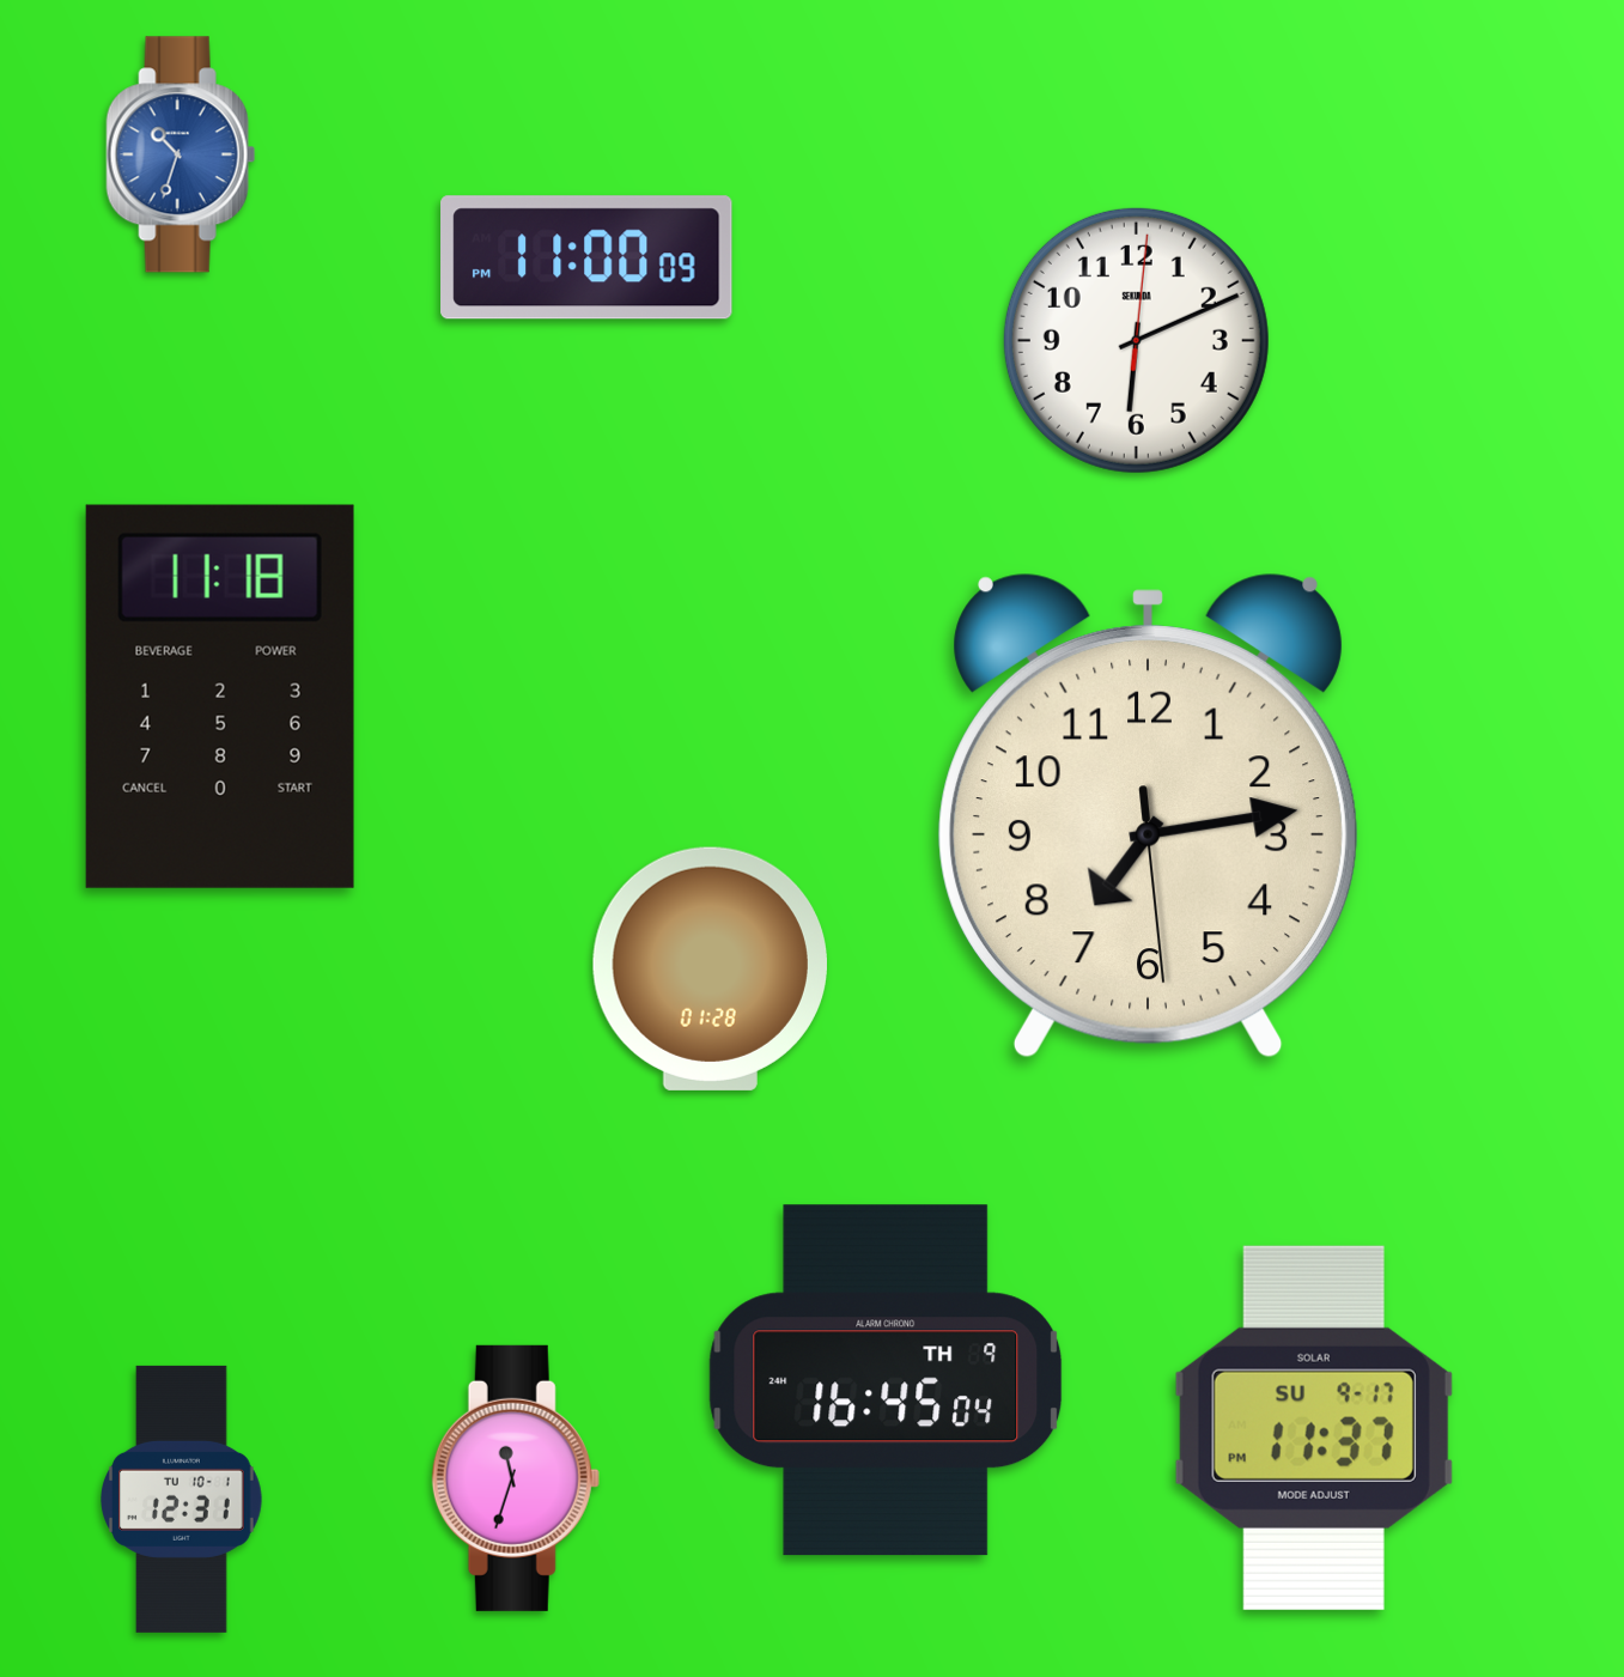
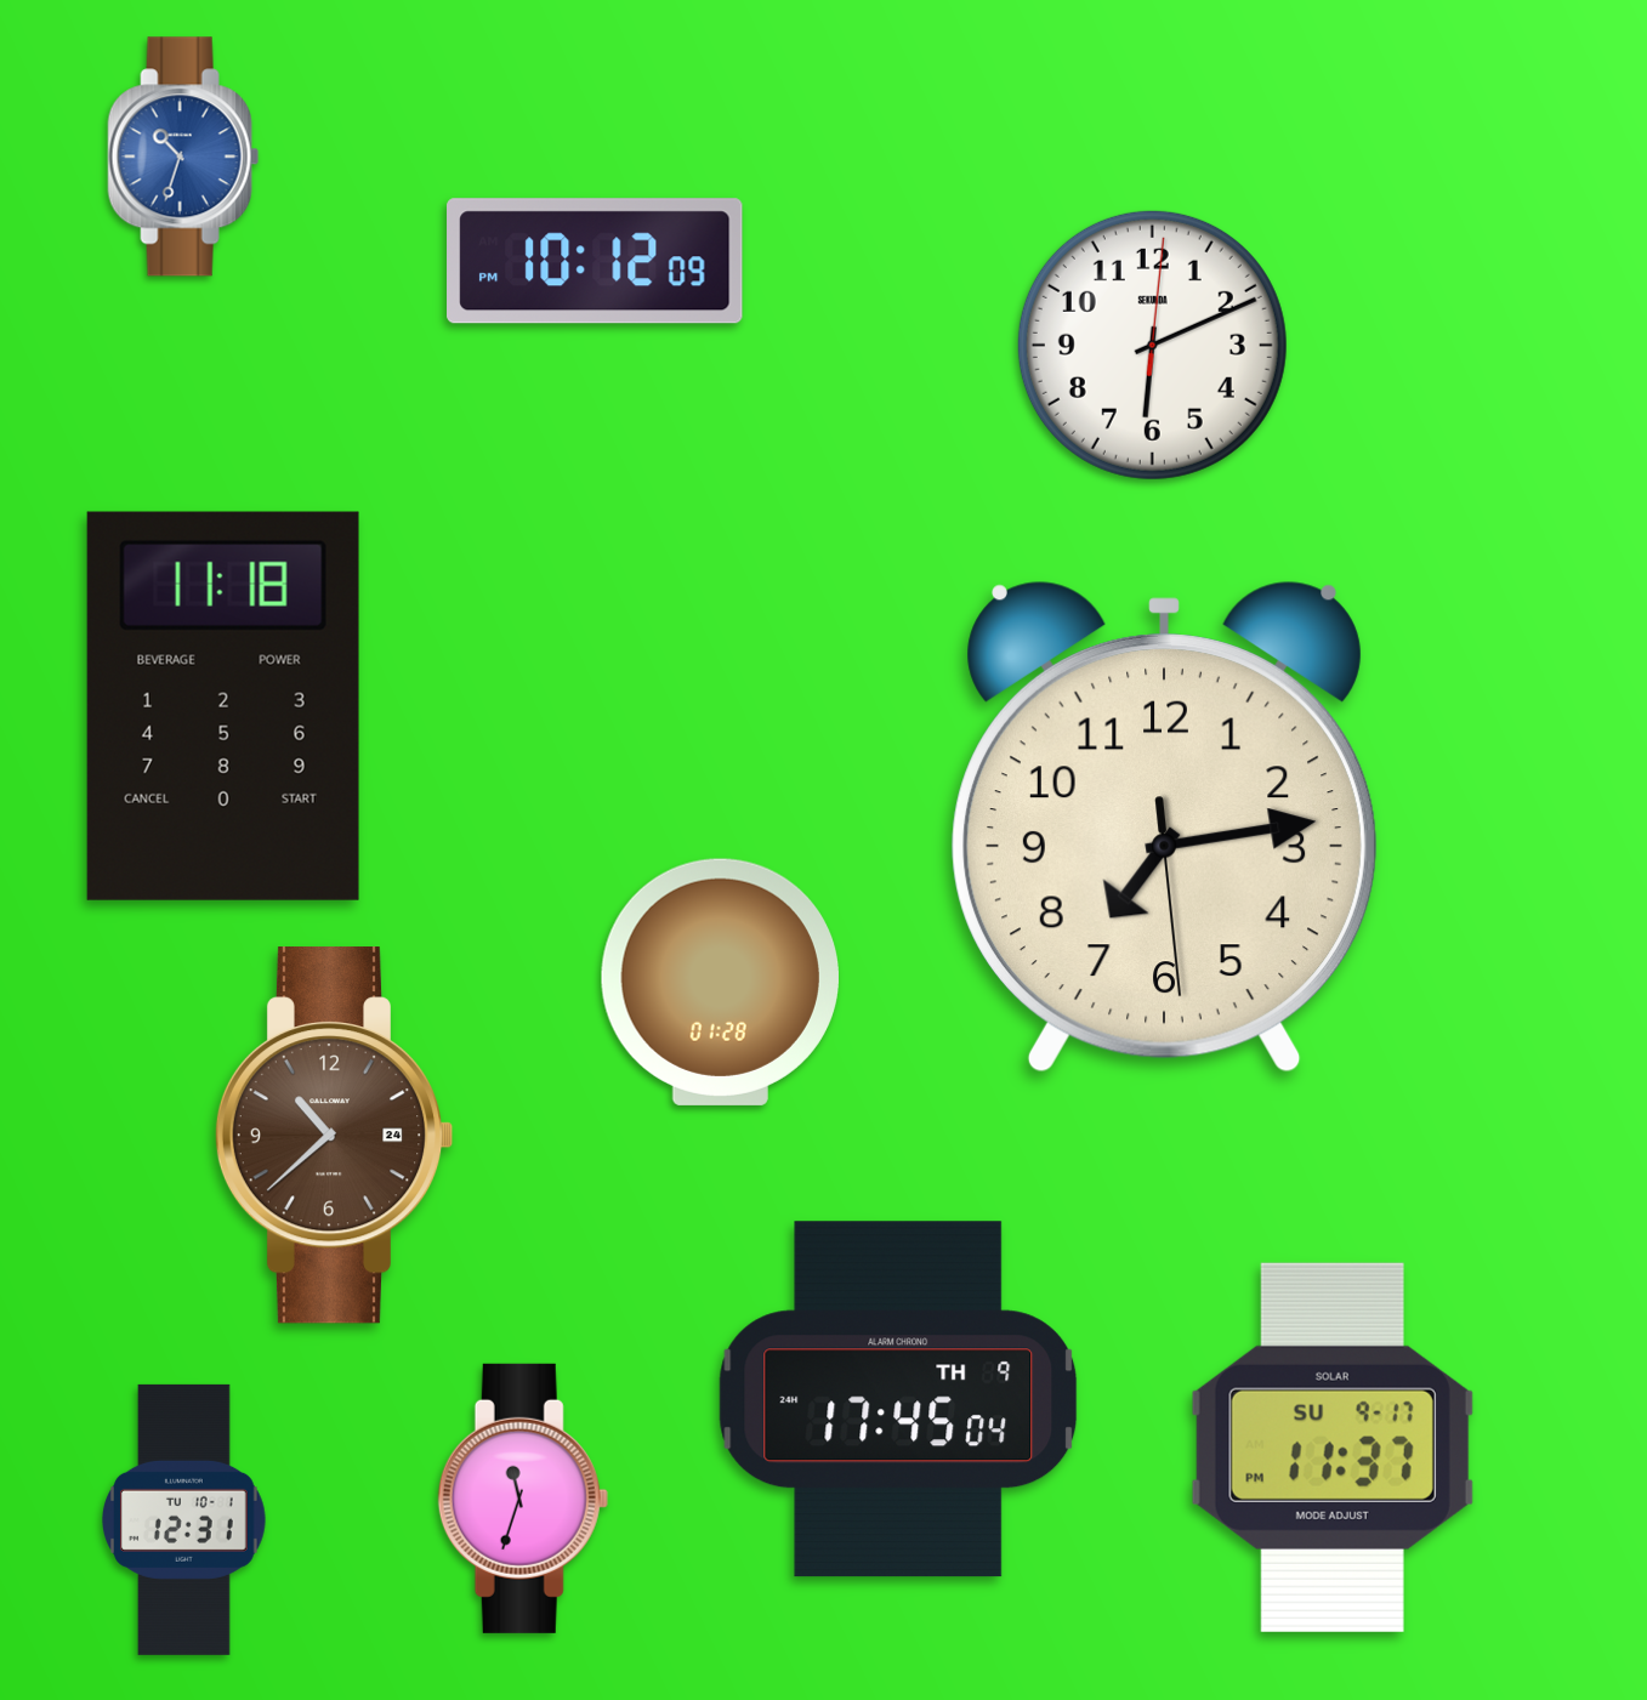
clock at (586, 257): 11:00 -> 10:12
clock at (334, 1136): none -> 10:38
clock at (886, 1380): 16:45 -> 17:45
